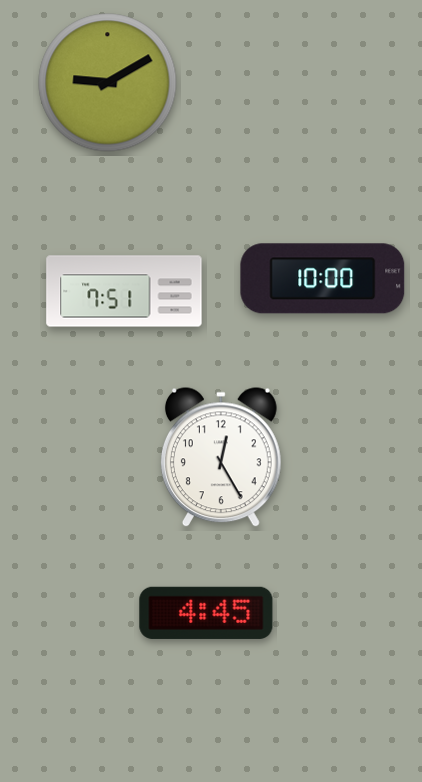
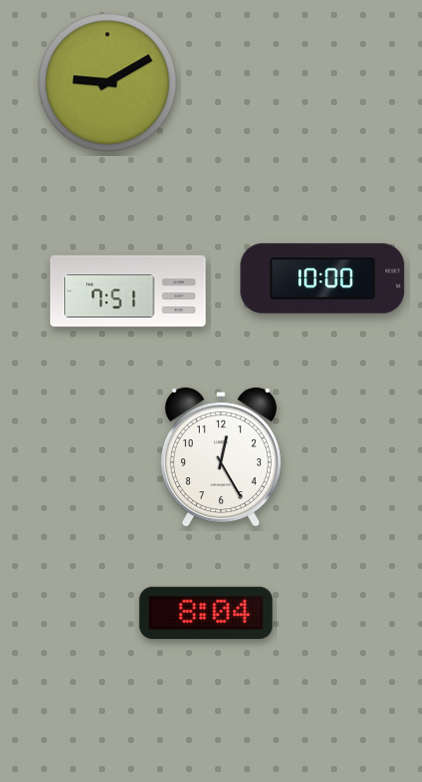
clock at (124, 291) position: (124, 291) -> (128, 291)
clock at (206, 613): 4:45 -> 8:04
